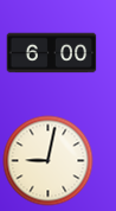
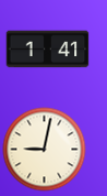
clock at (52, 53): 6:00 -> 1:41
